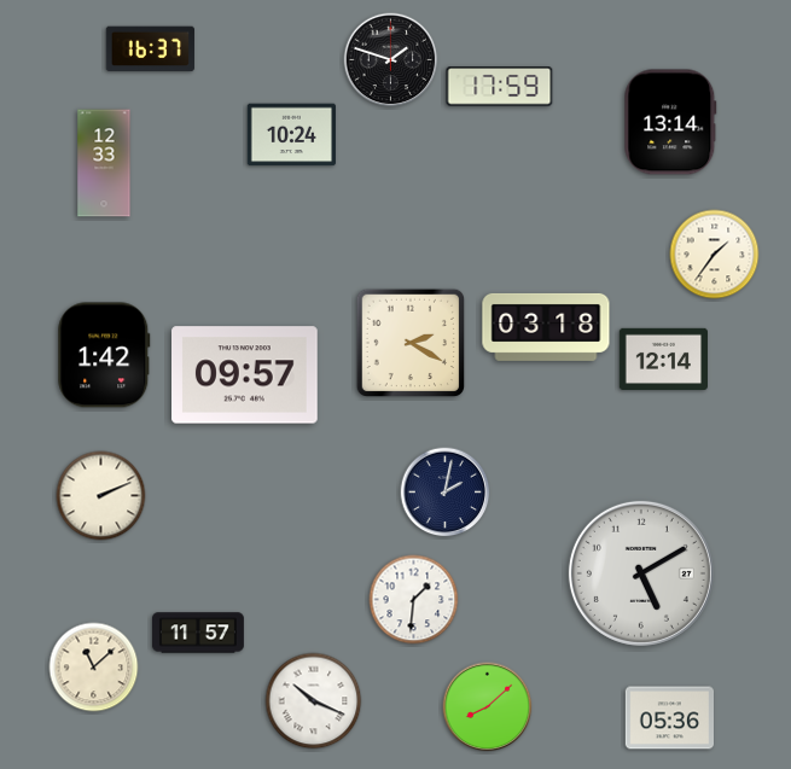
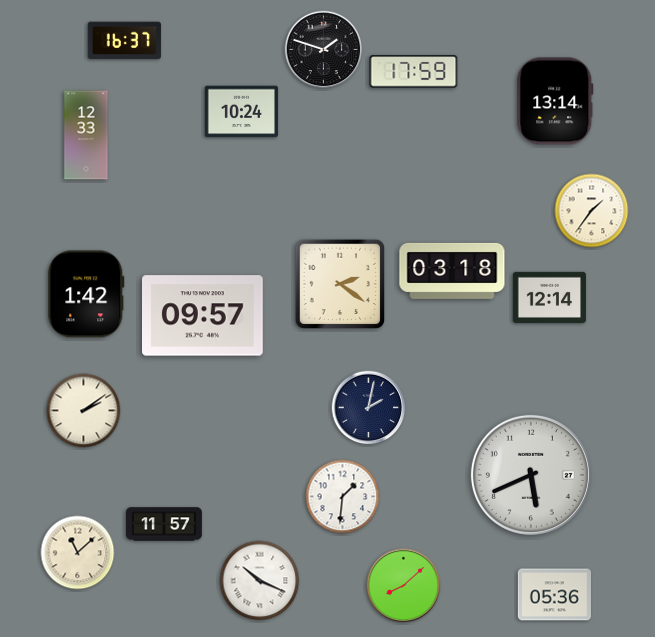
clock at (409, 342): 2:20 -> 2:21
clock at (245, 375) position: (245, 375) -> (203, 316)
clock at (101, 496): 2:11 -> 2:09
clock at (641, 573): 5:10 -> 5:41
